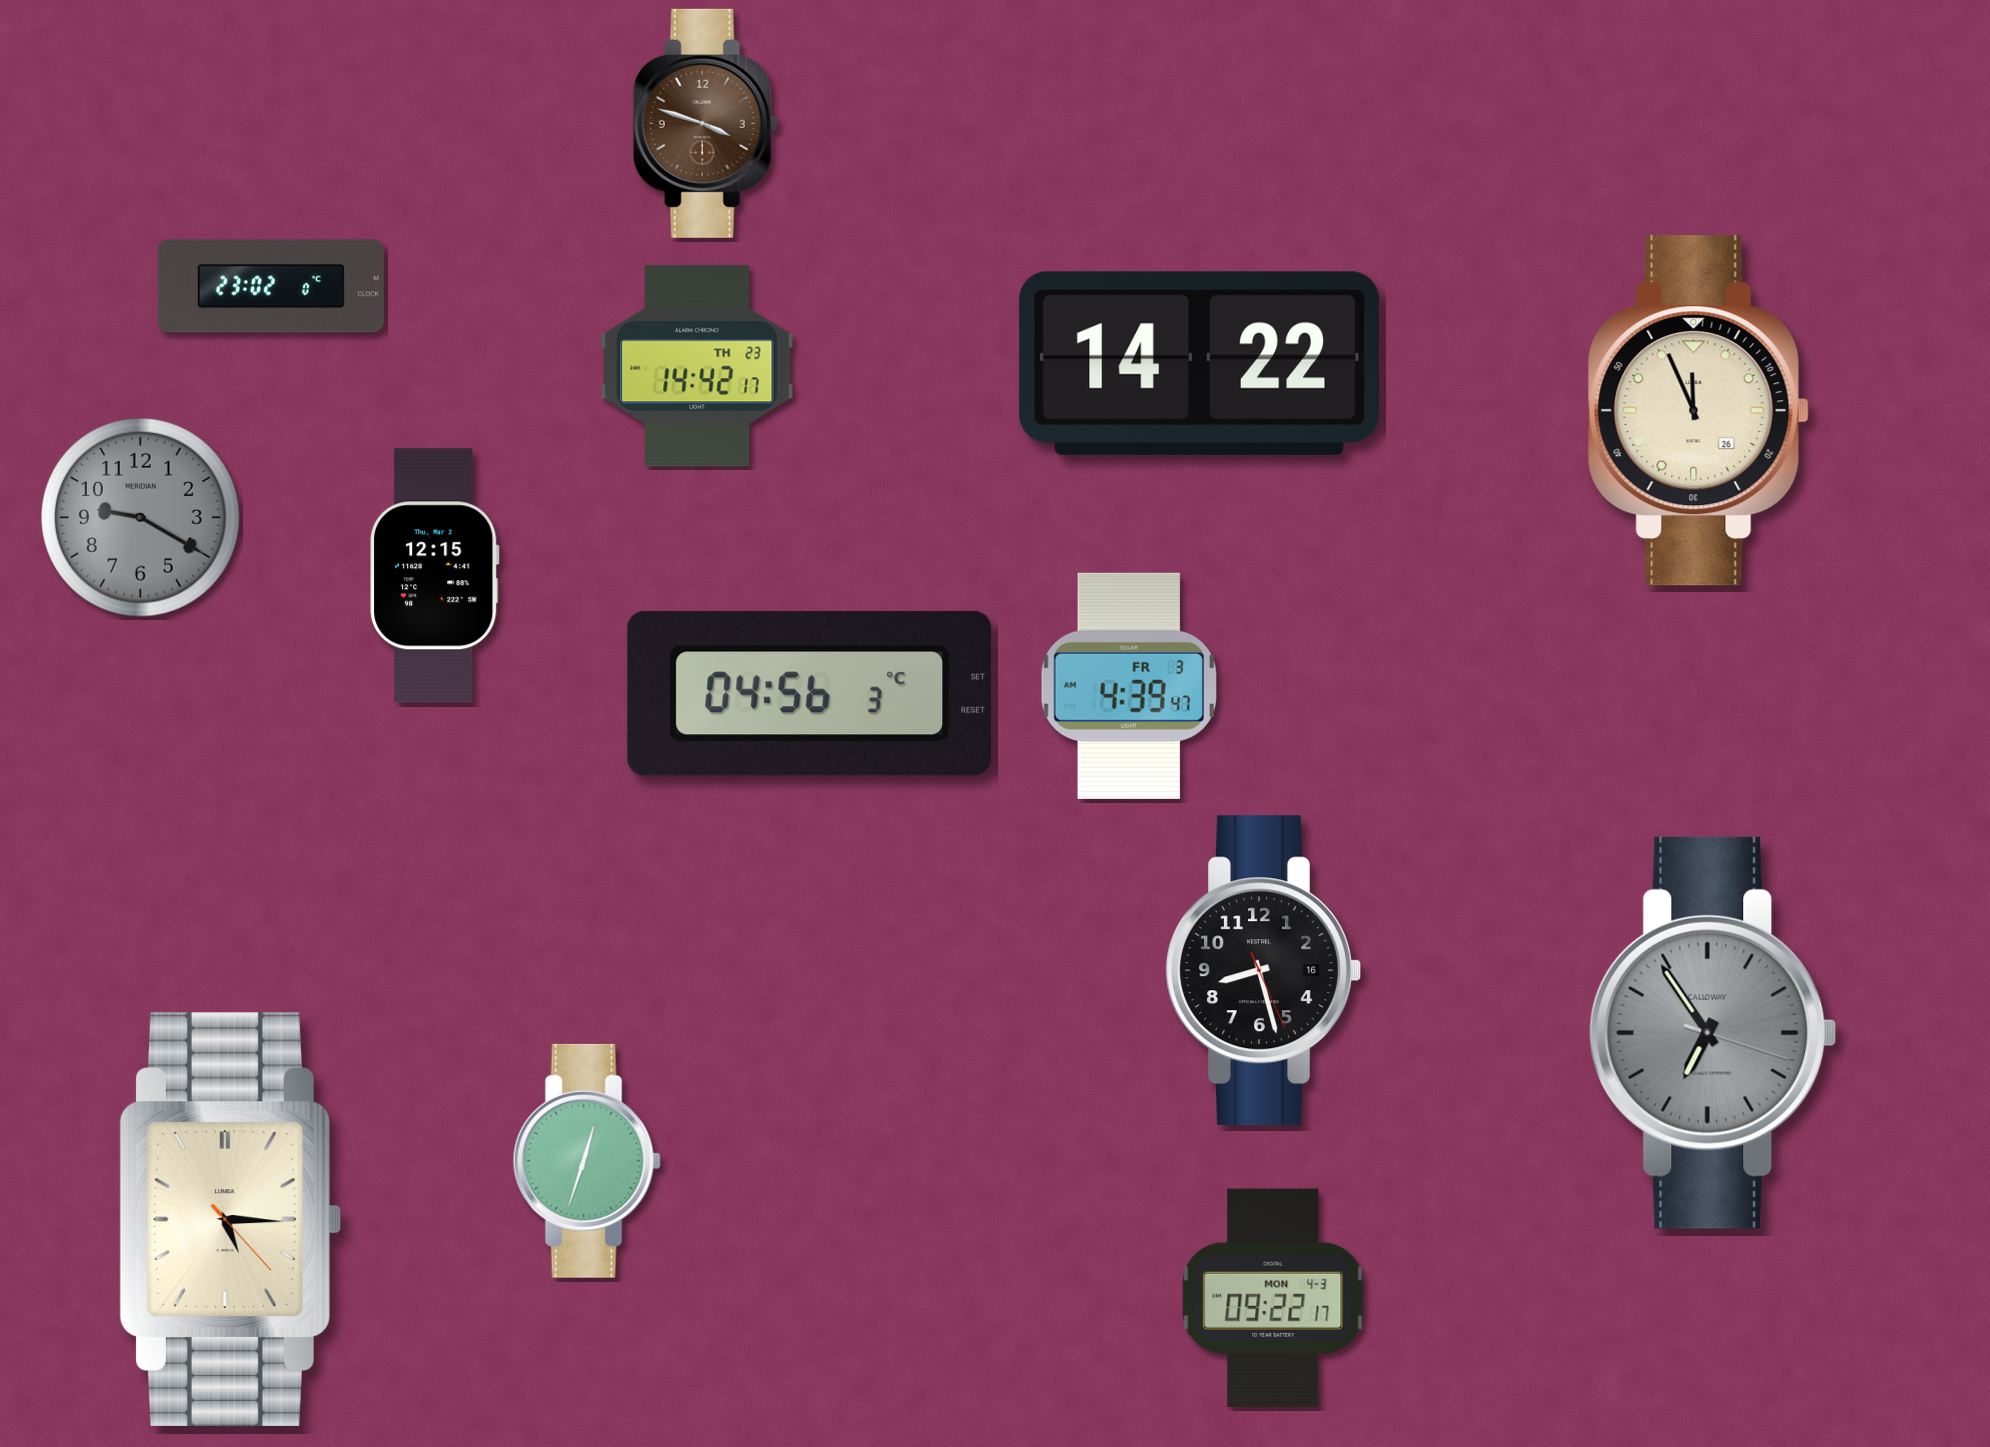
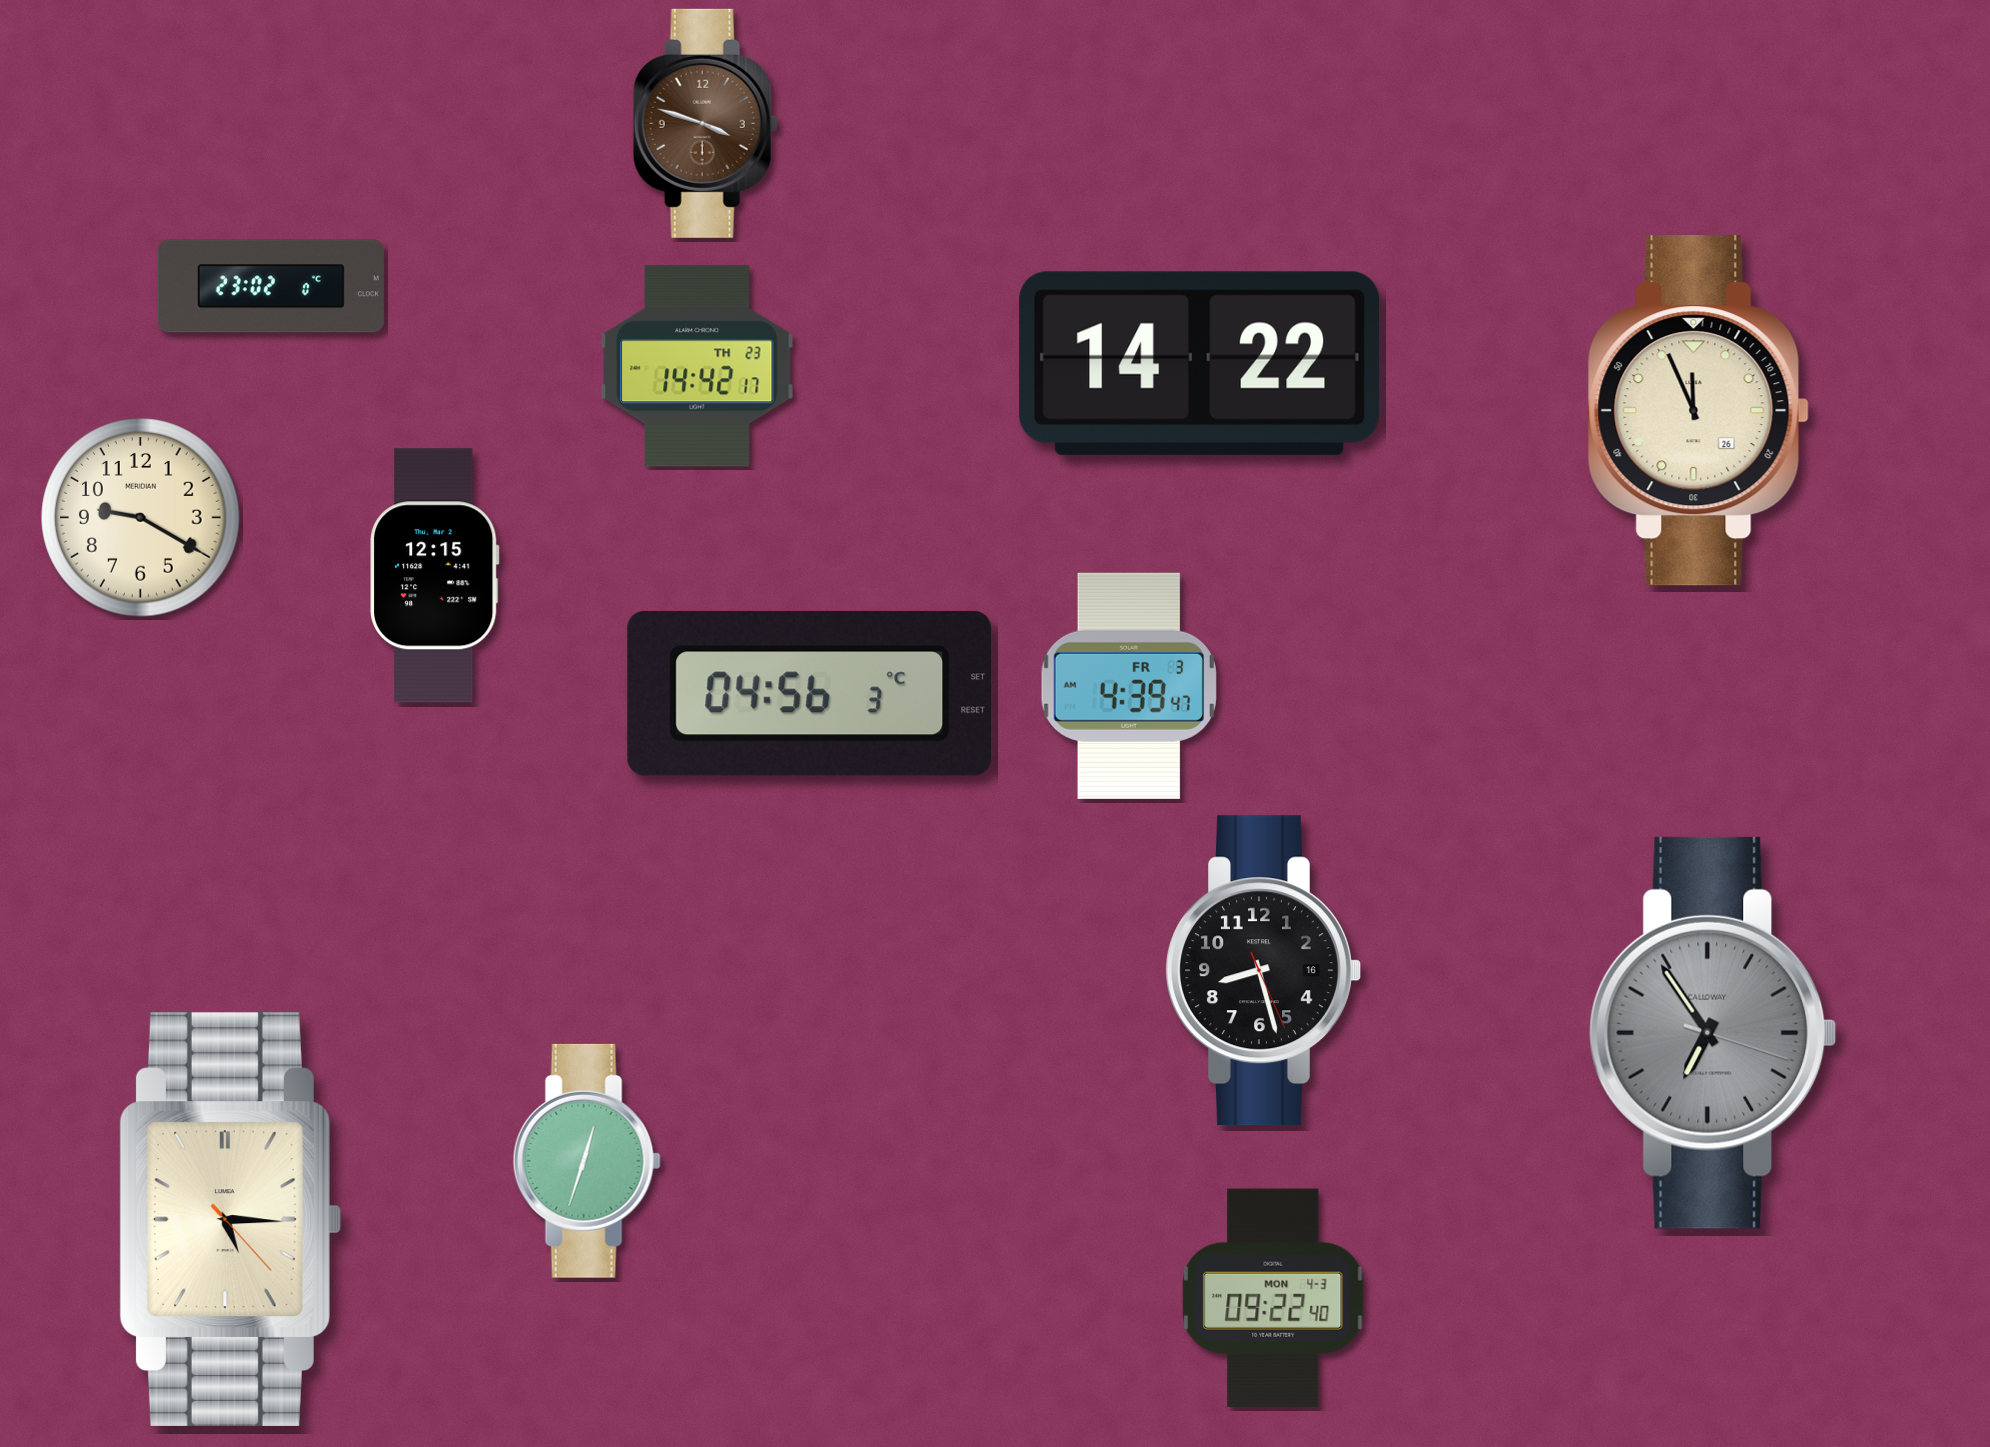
clock at (141, 518) dial: grey -> cream
clock at (1273, 1298): 09:22:17 -> 09:22:40
